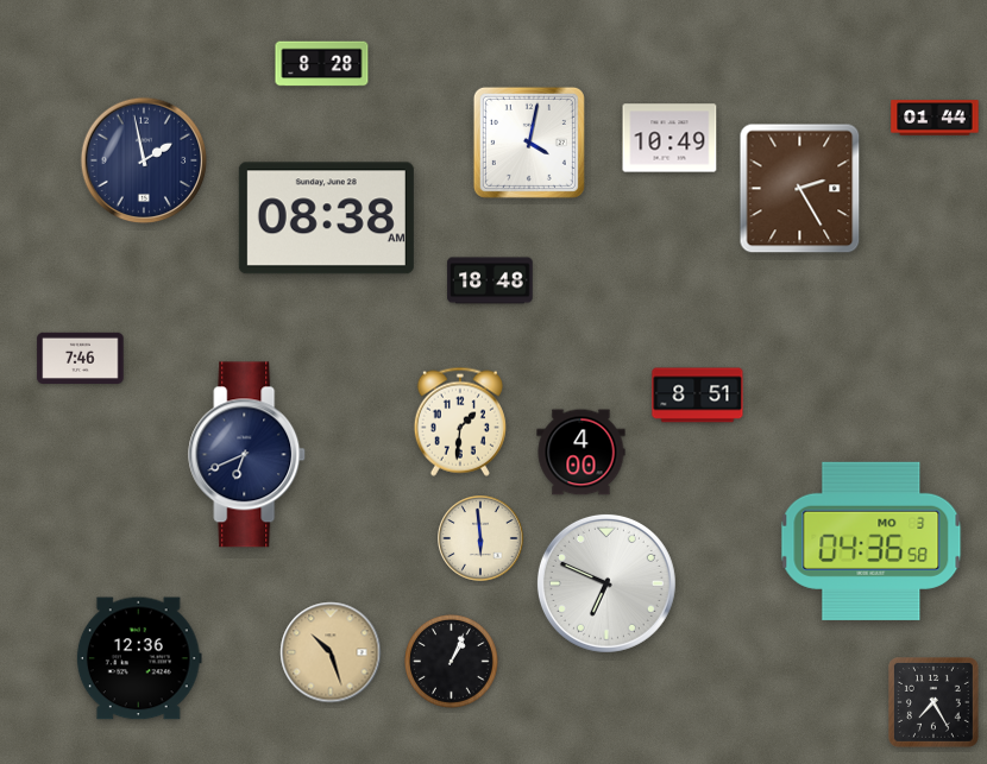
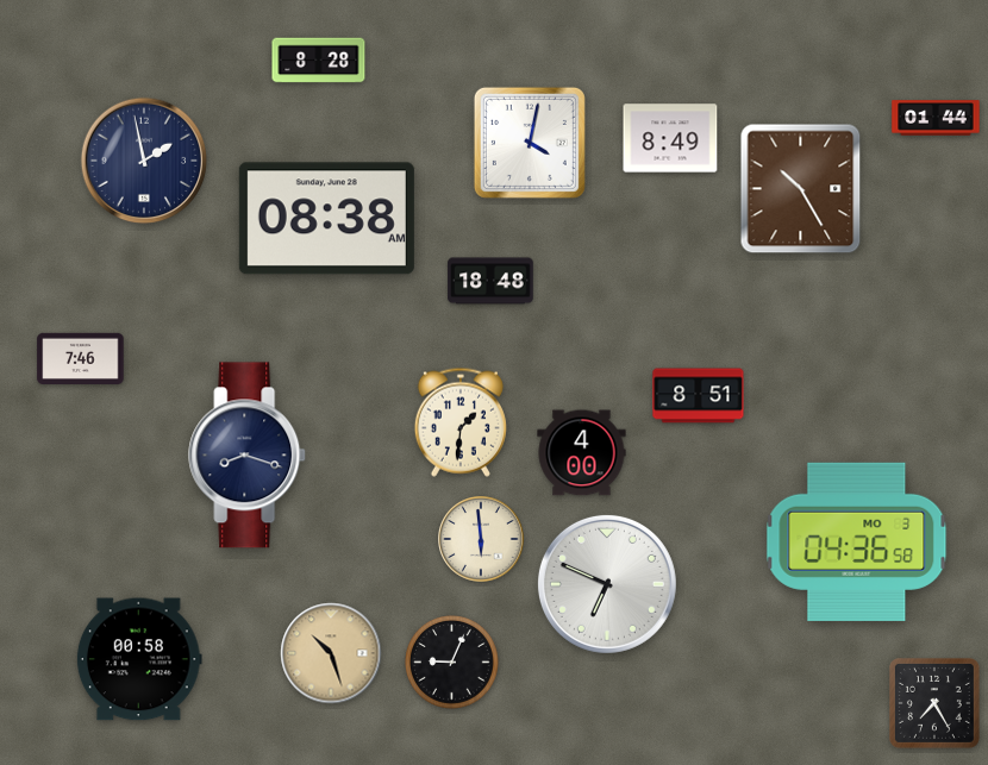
clock at (322, 64) position: (322, 64) -> (319, 61)
clock at (669, 138): 10:49 -> 8:49
clock at (800, 189): 2:25 -> 10:25
clock at (247, 455): 6:41 -> 8:18
clock at (872, 541) position: (872, 541) -> (857, 541)
clock at (139, 658): 12:36 -> 00:58
clock at (452, 662): 1:04 -> 9:04
